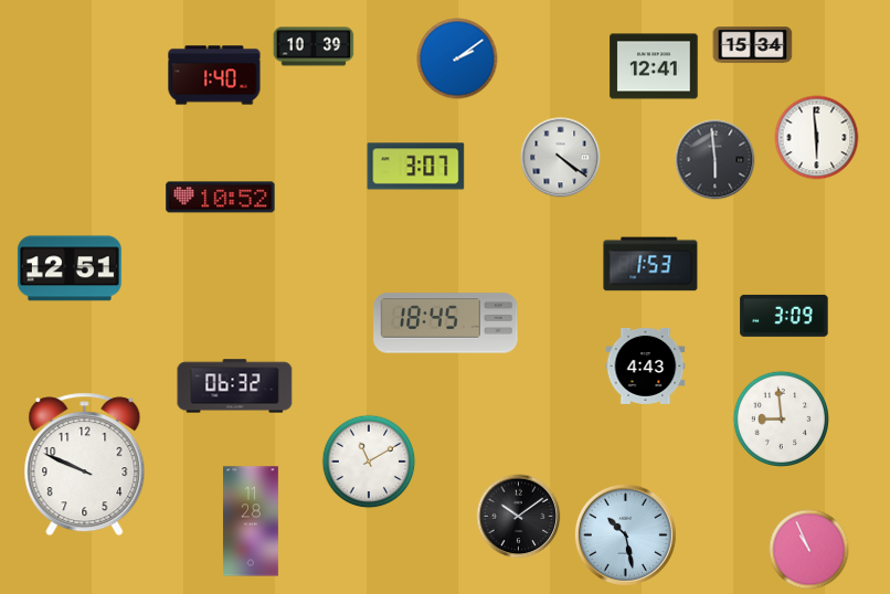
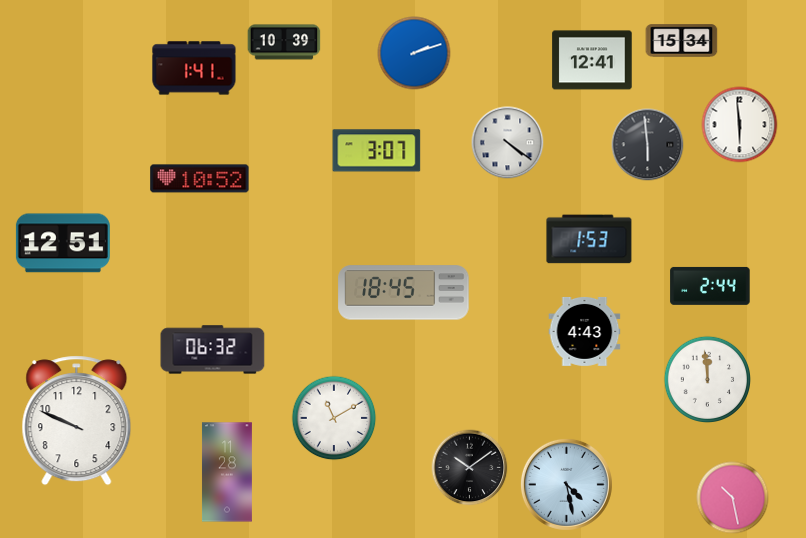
clock at (457, 59): 2:09 -> 2:12
clock at (214, 75): 1:40 -> 1:41
clock at (784, 316): 3:09 -> 2:44
clock at (781, 418): 8:59 -> 11:59
clock at (625, 534): 10:28 -> 4:28
clock at (809, 550): 10:56 -> 10:28
